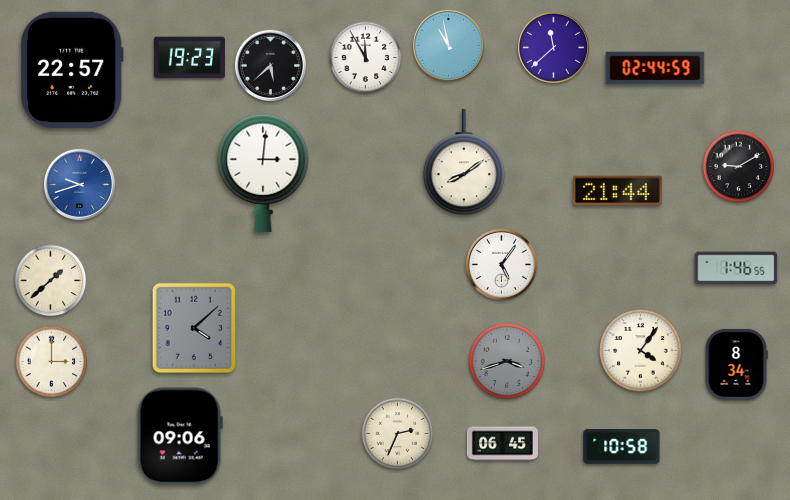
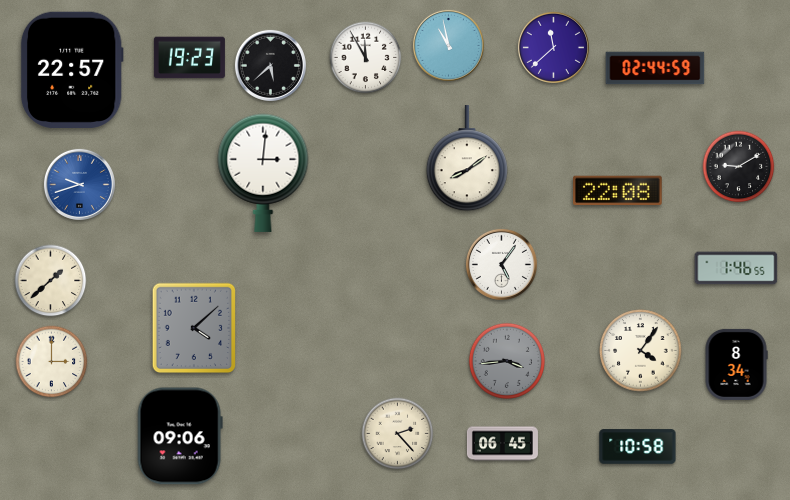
clock at (464, 163) position: (464, 163) -> (467, 159)
clock at (618, 191): 21:44 -> 22:08
clock at (507, 361): 3:42 -> 3:44
clock at (398, 434): 2:34 -> 2:23
clock at (622, 447) position: (622, 447) -> (638, 447)
